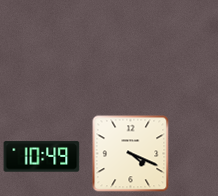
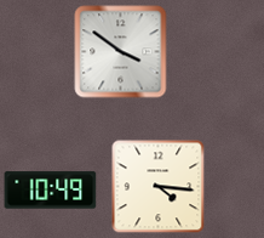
clock at (121, 52): none -> 3:51
clock at (131, 154): 4:19 -> 4:16
